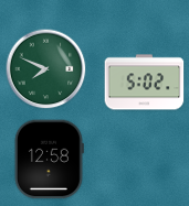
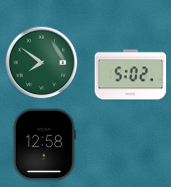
clock at (46, 69): 7:49 -> 7:51
